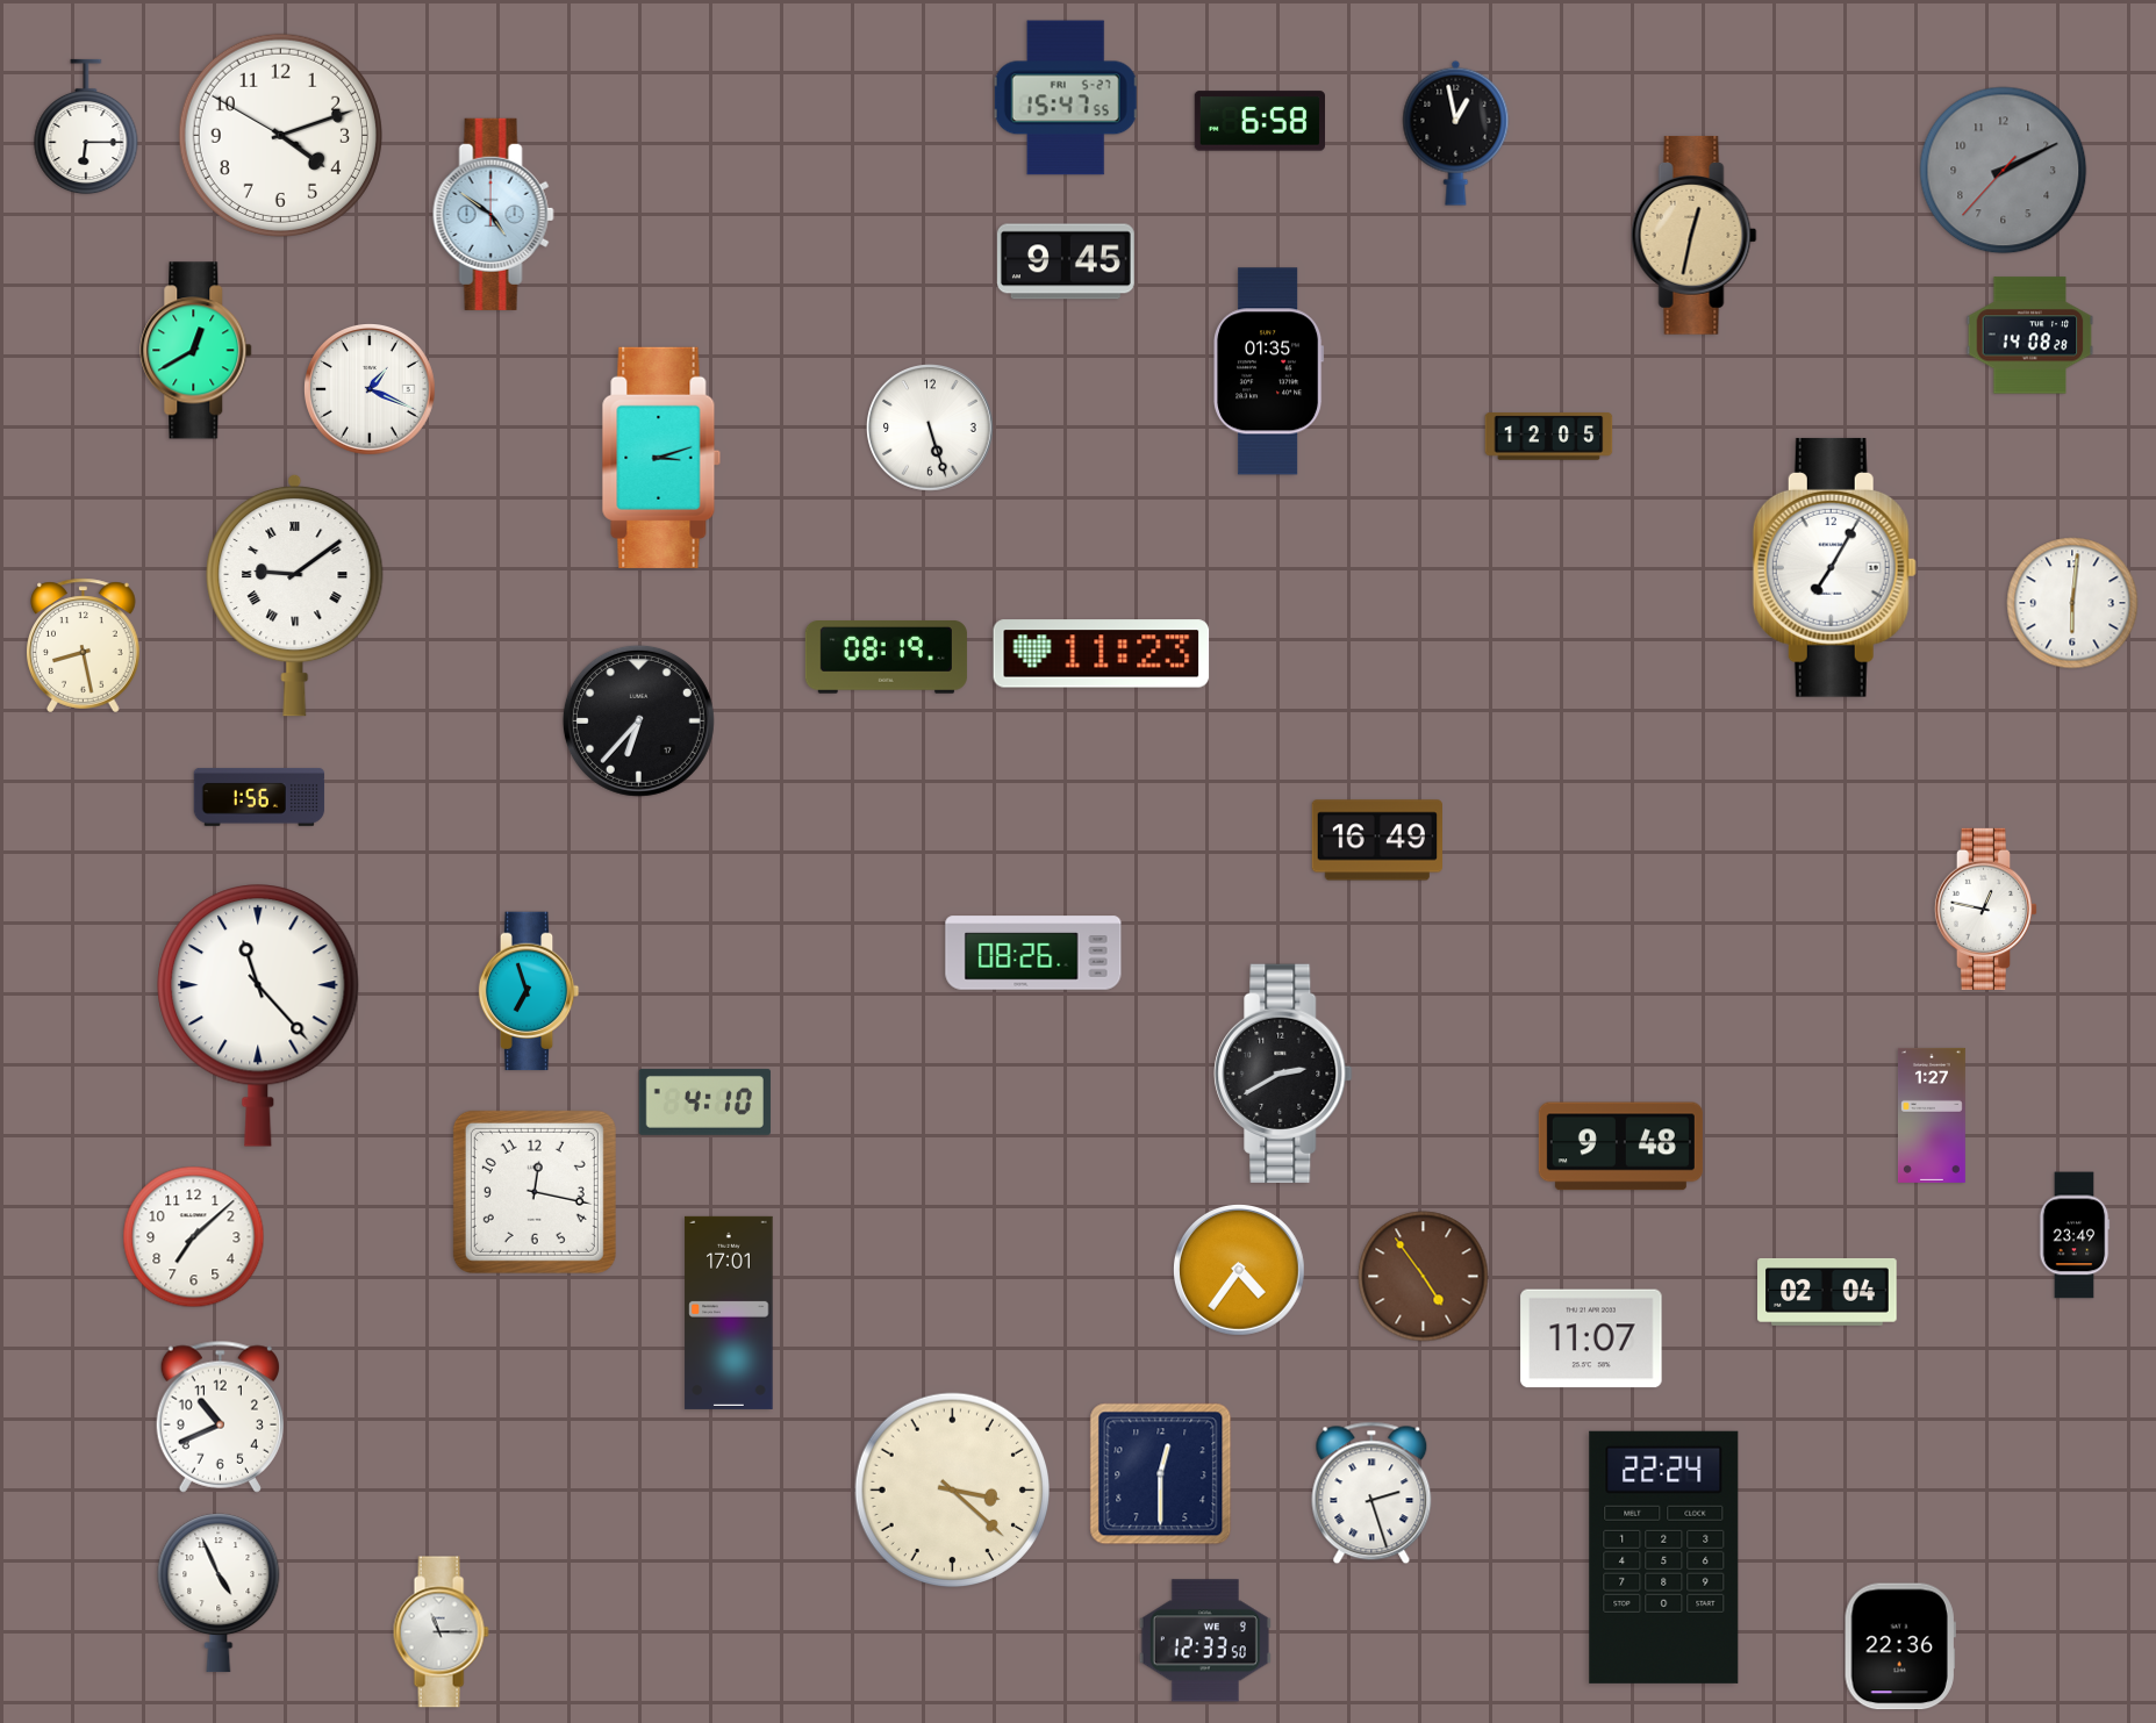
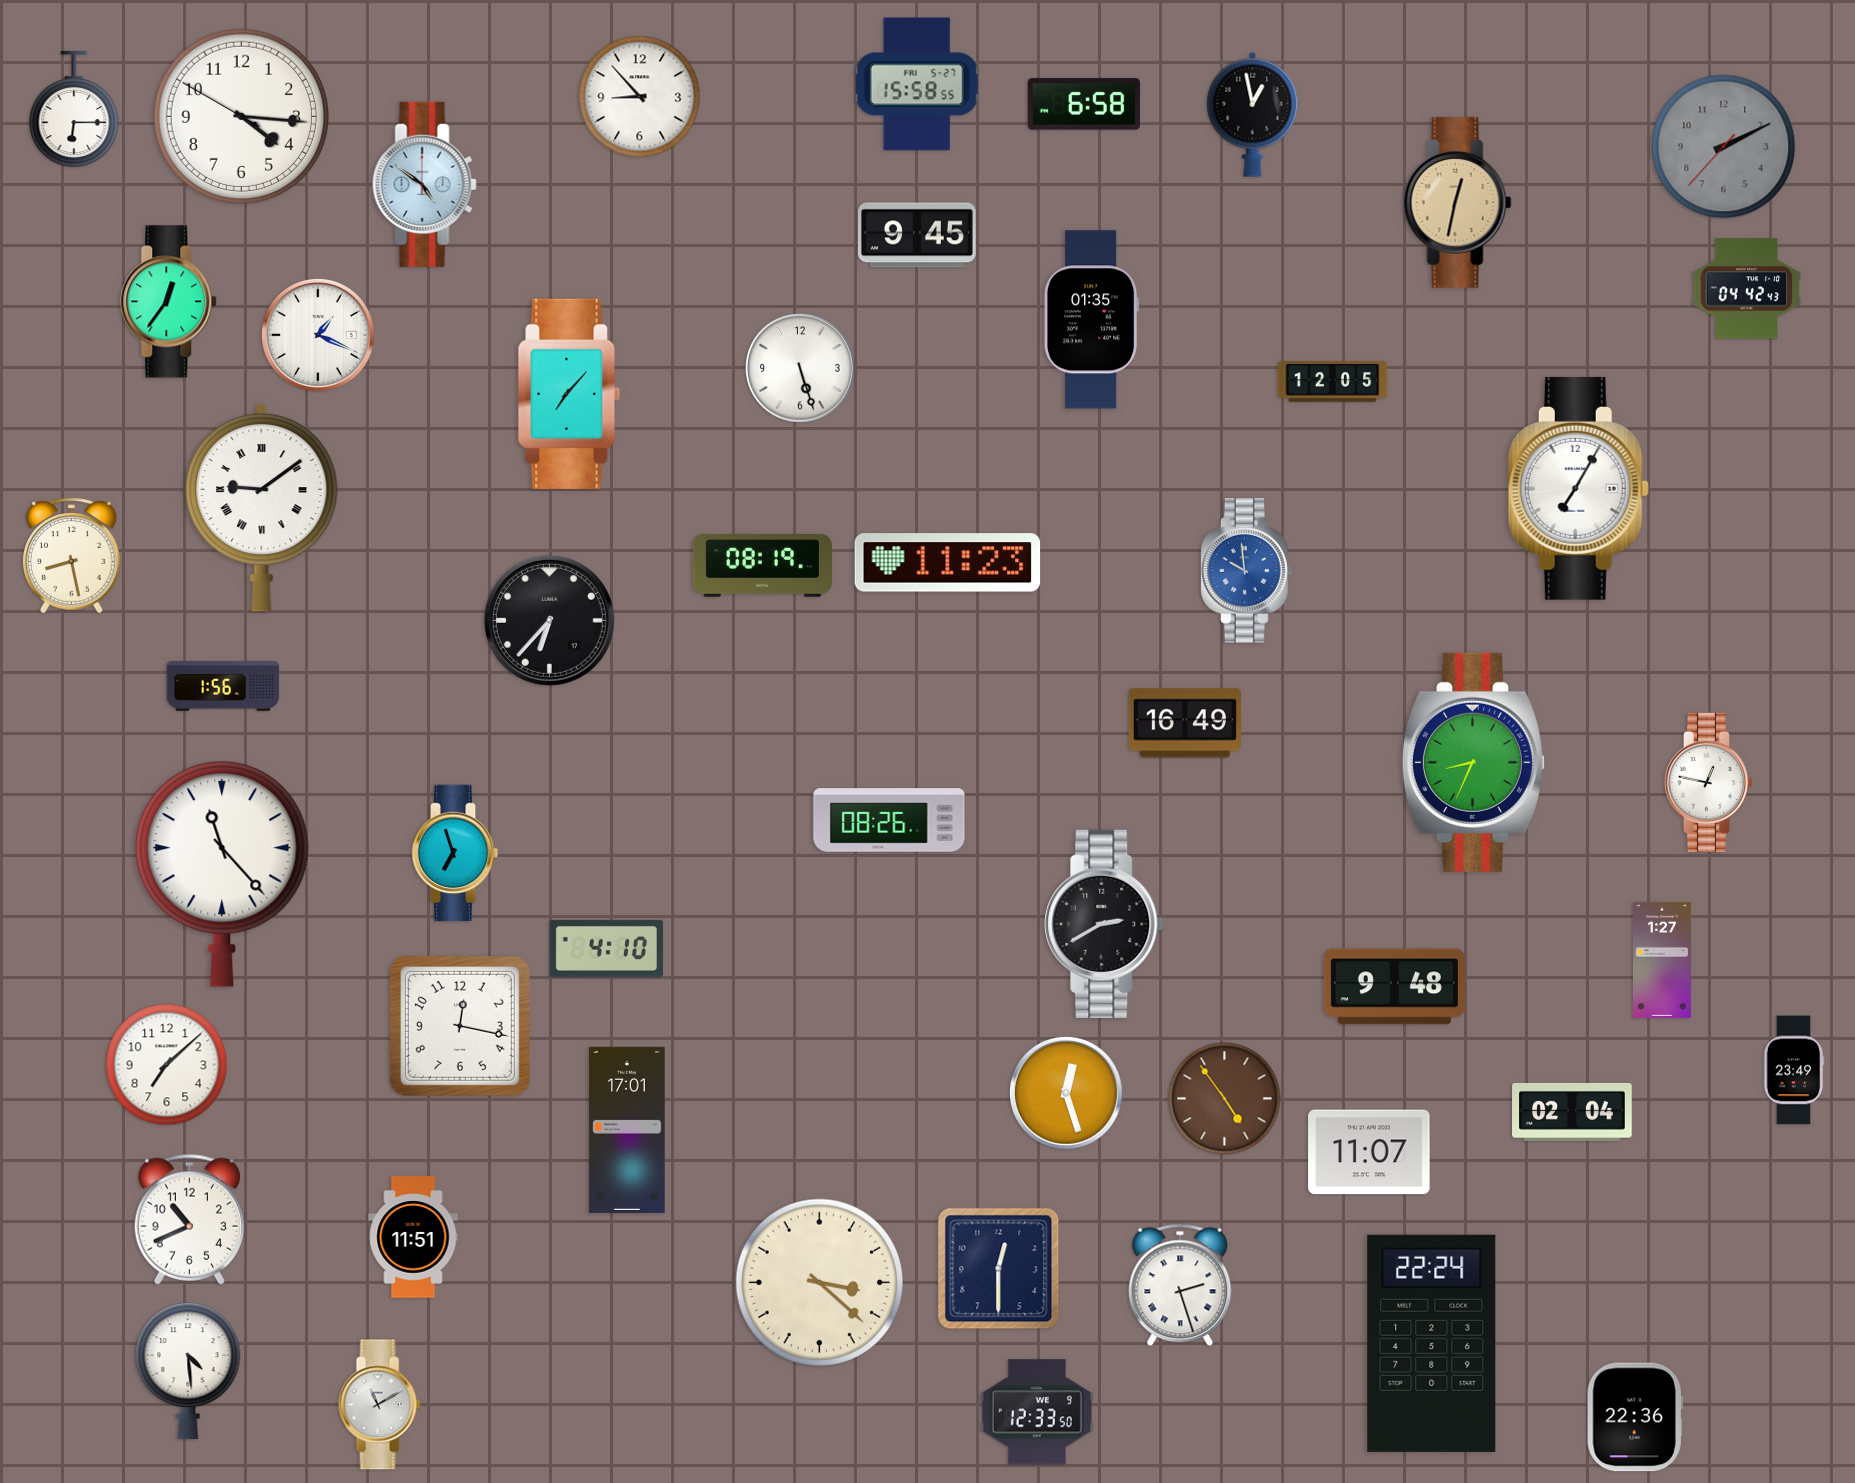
clock at (1066, 98): 15:47 -> 15:58
clock at (640, 97): none -> 8:53
clock at (280, 135): 4:11 -> 4:15
clock at (1066, 261) position: (1066, 261) -> (917, 235)
clock at (2030, 336): 14:08 -> 04:42
clock at (196, 351): 12:40 -> 12:36
clock at (1549, 437) position: (1549, 437) -> (1333, 382)
clock at (661, 458): 3:12 -> 7:07
clock at (295, 595) position: (295, 595) -> (262, 507)
clock at (2072, 603): 6:01 -> none
clock at (1246, 571): none -> 9:59
clock at (1473, 762): none -> 8:34
clock at (2075, 1235) position: (2075, 1235) -> (1794, 1070)
clock at (1240, 1271): 4:36 -> 12:27
clock at (413, 1237): none -> 11:51
clock at (1664, 1557) position: (1664, 1557) -> (1432, 1343)
clock at (219, 1593): 4:56 -> 4:29
clock at (440, 1632): 11:15 -> 11:10
